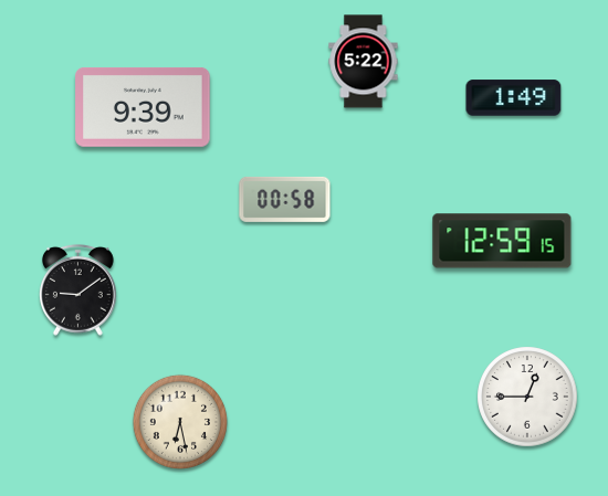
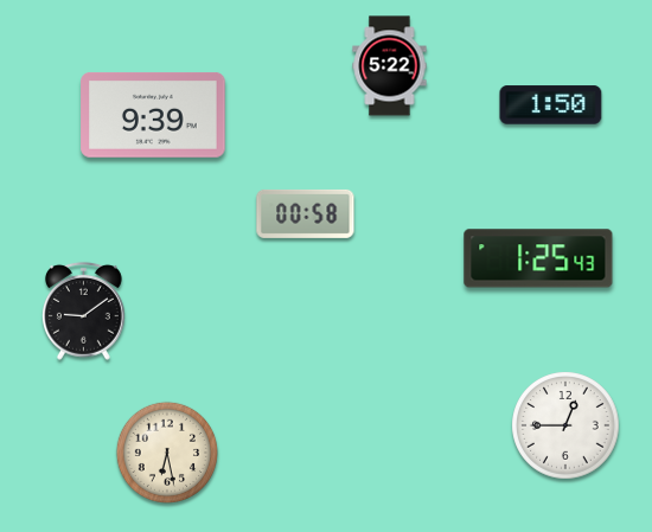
clock at (514, 98): 1:49 -> 1:50
clock at (502, 241): 12:59 -> 1:25
clock at (179, 421) position: (179, 421) -> (166, 451)
